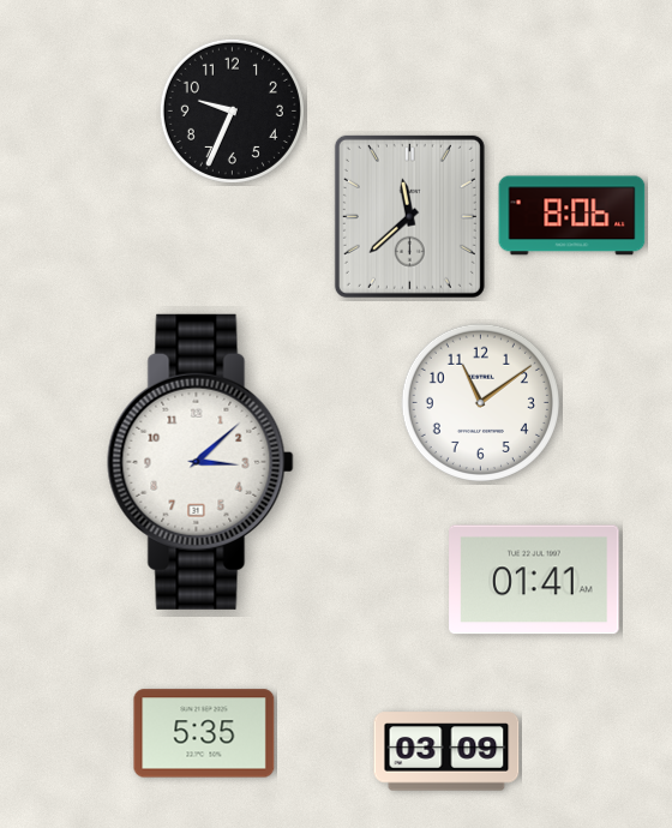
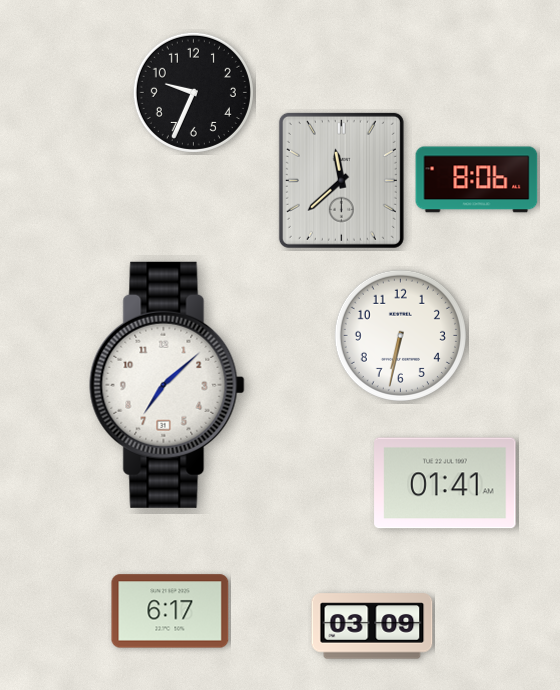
clock at (480, 402): 11:09 -> 6:32
clock at (200, 462): 3:08 -> 7:08
clock at (204, 733): 5:35 -> 6:17
